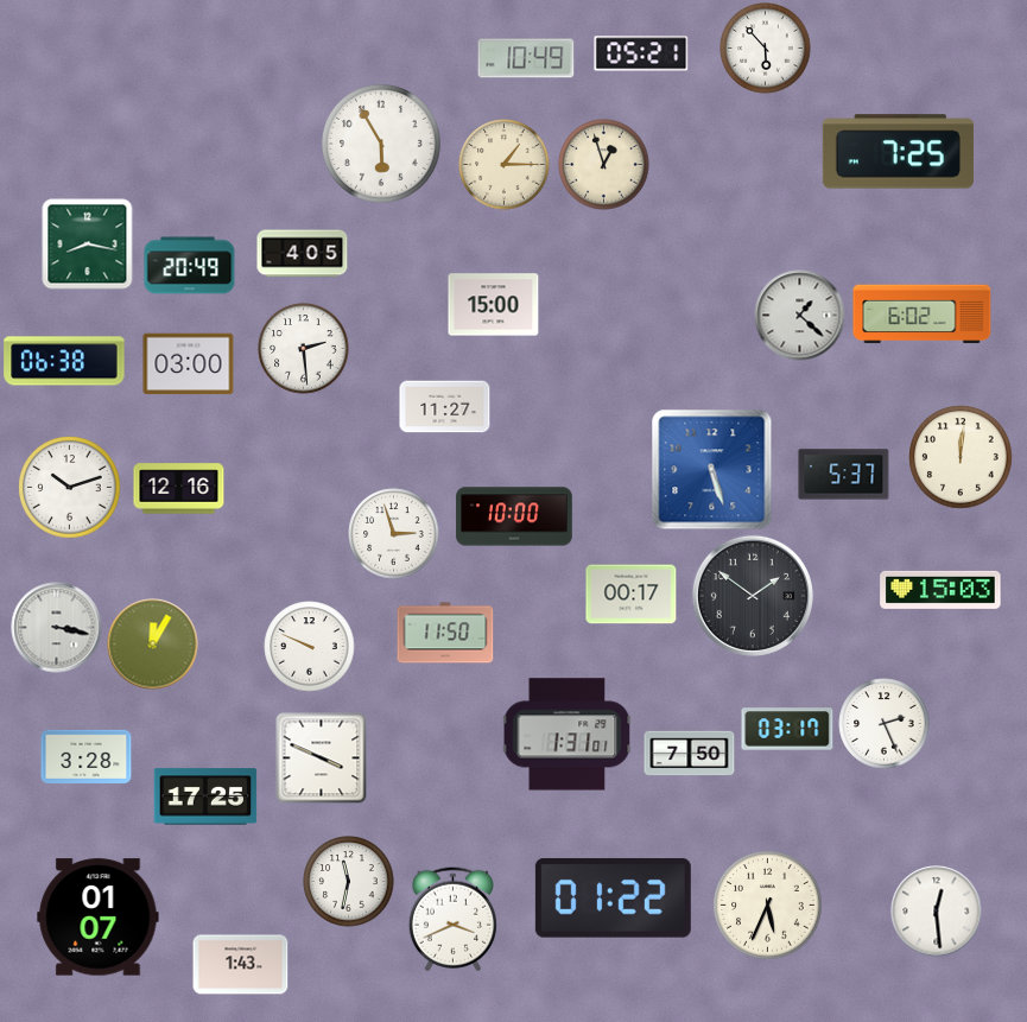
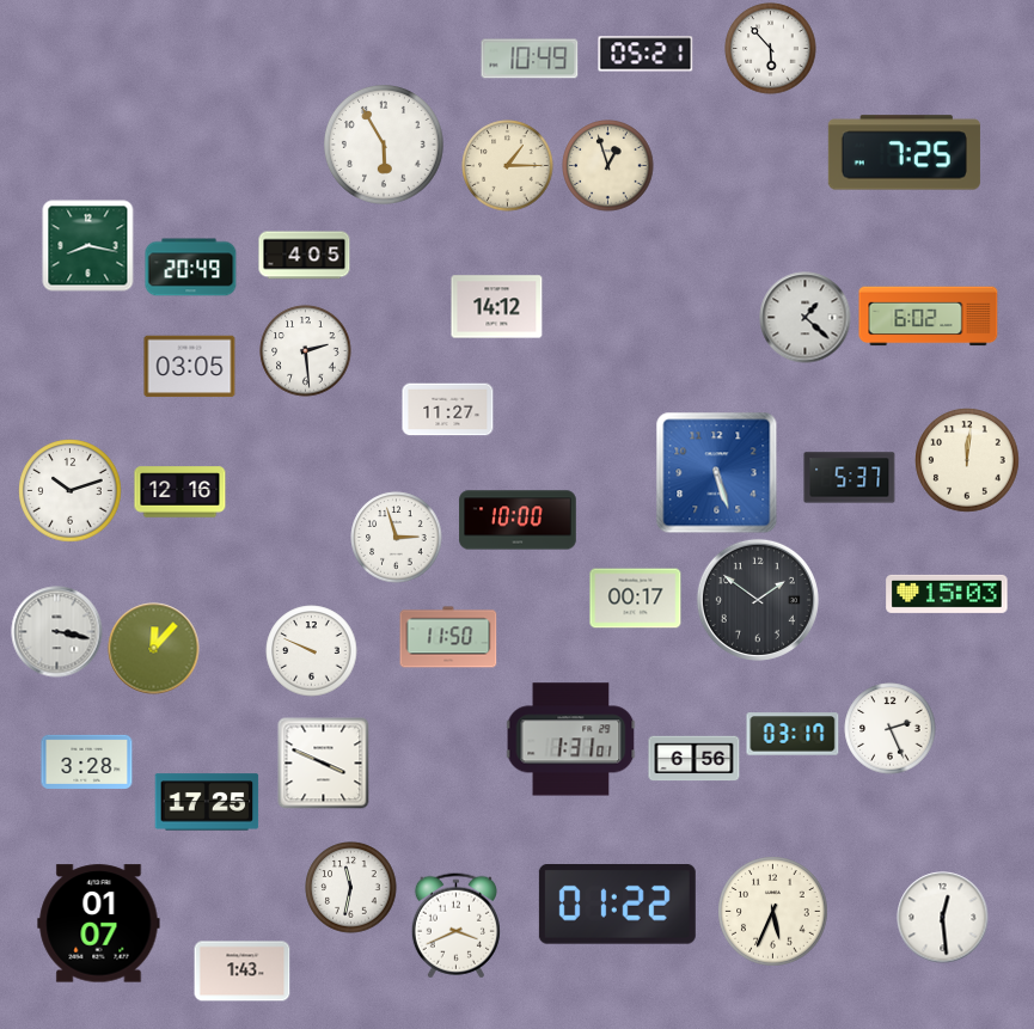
clock at (494, 305): 15:00 -> 14:12
clock at (64, 361): 06:38 -> none
clock at (189, 364): 03:00 -> 03:05
clock at (153, 645): 12:05 -> 12:07
clock at (690, 754): 7:50 -> 6:56
